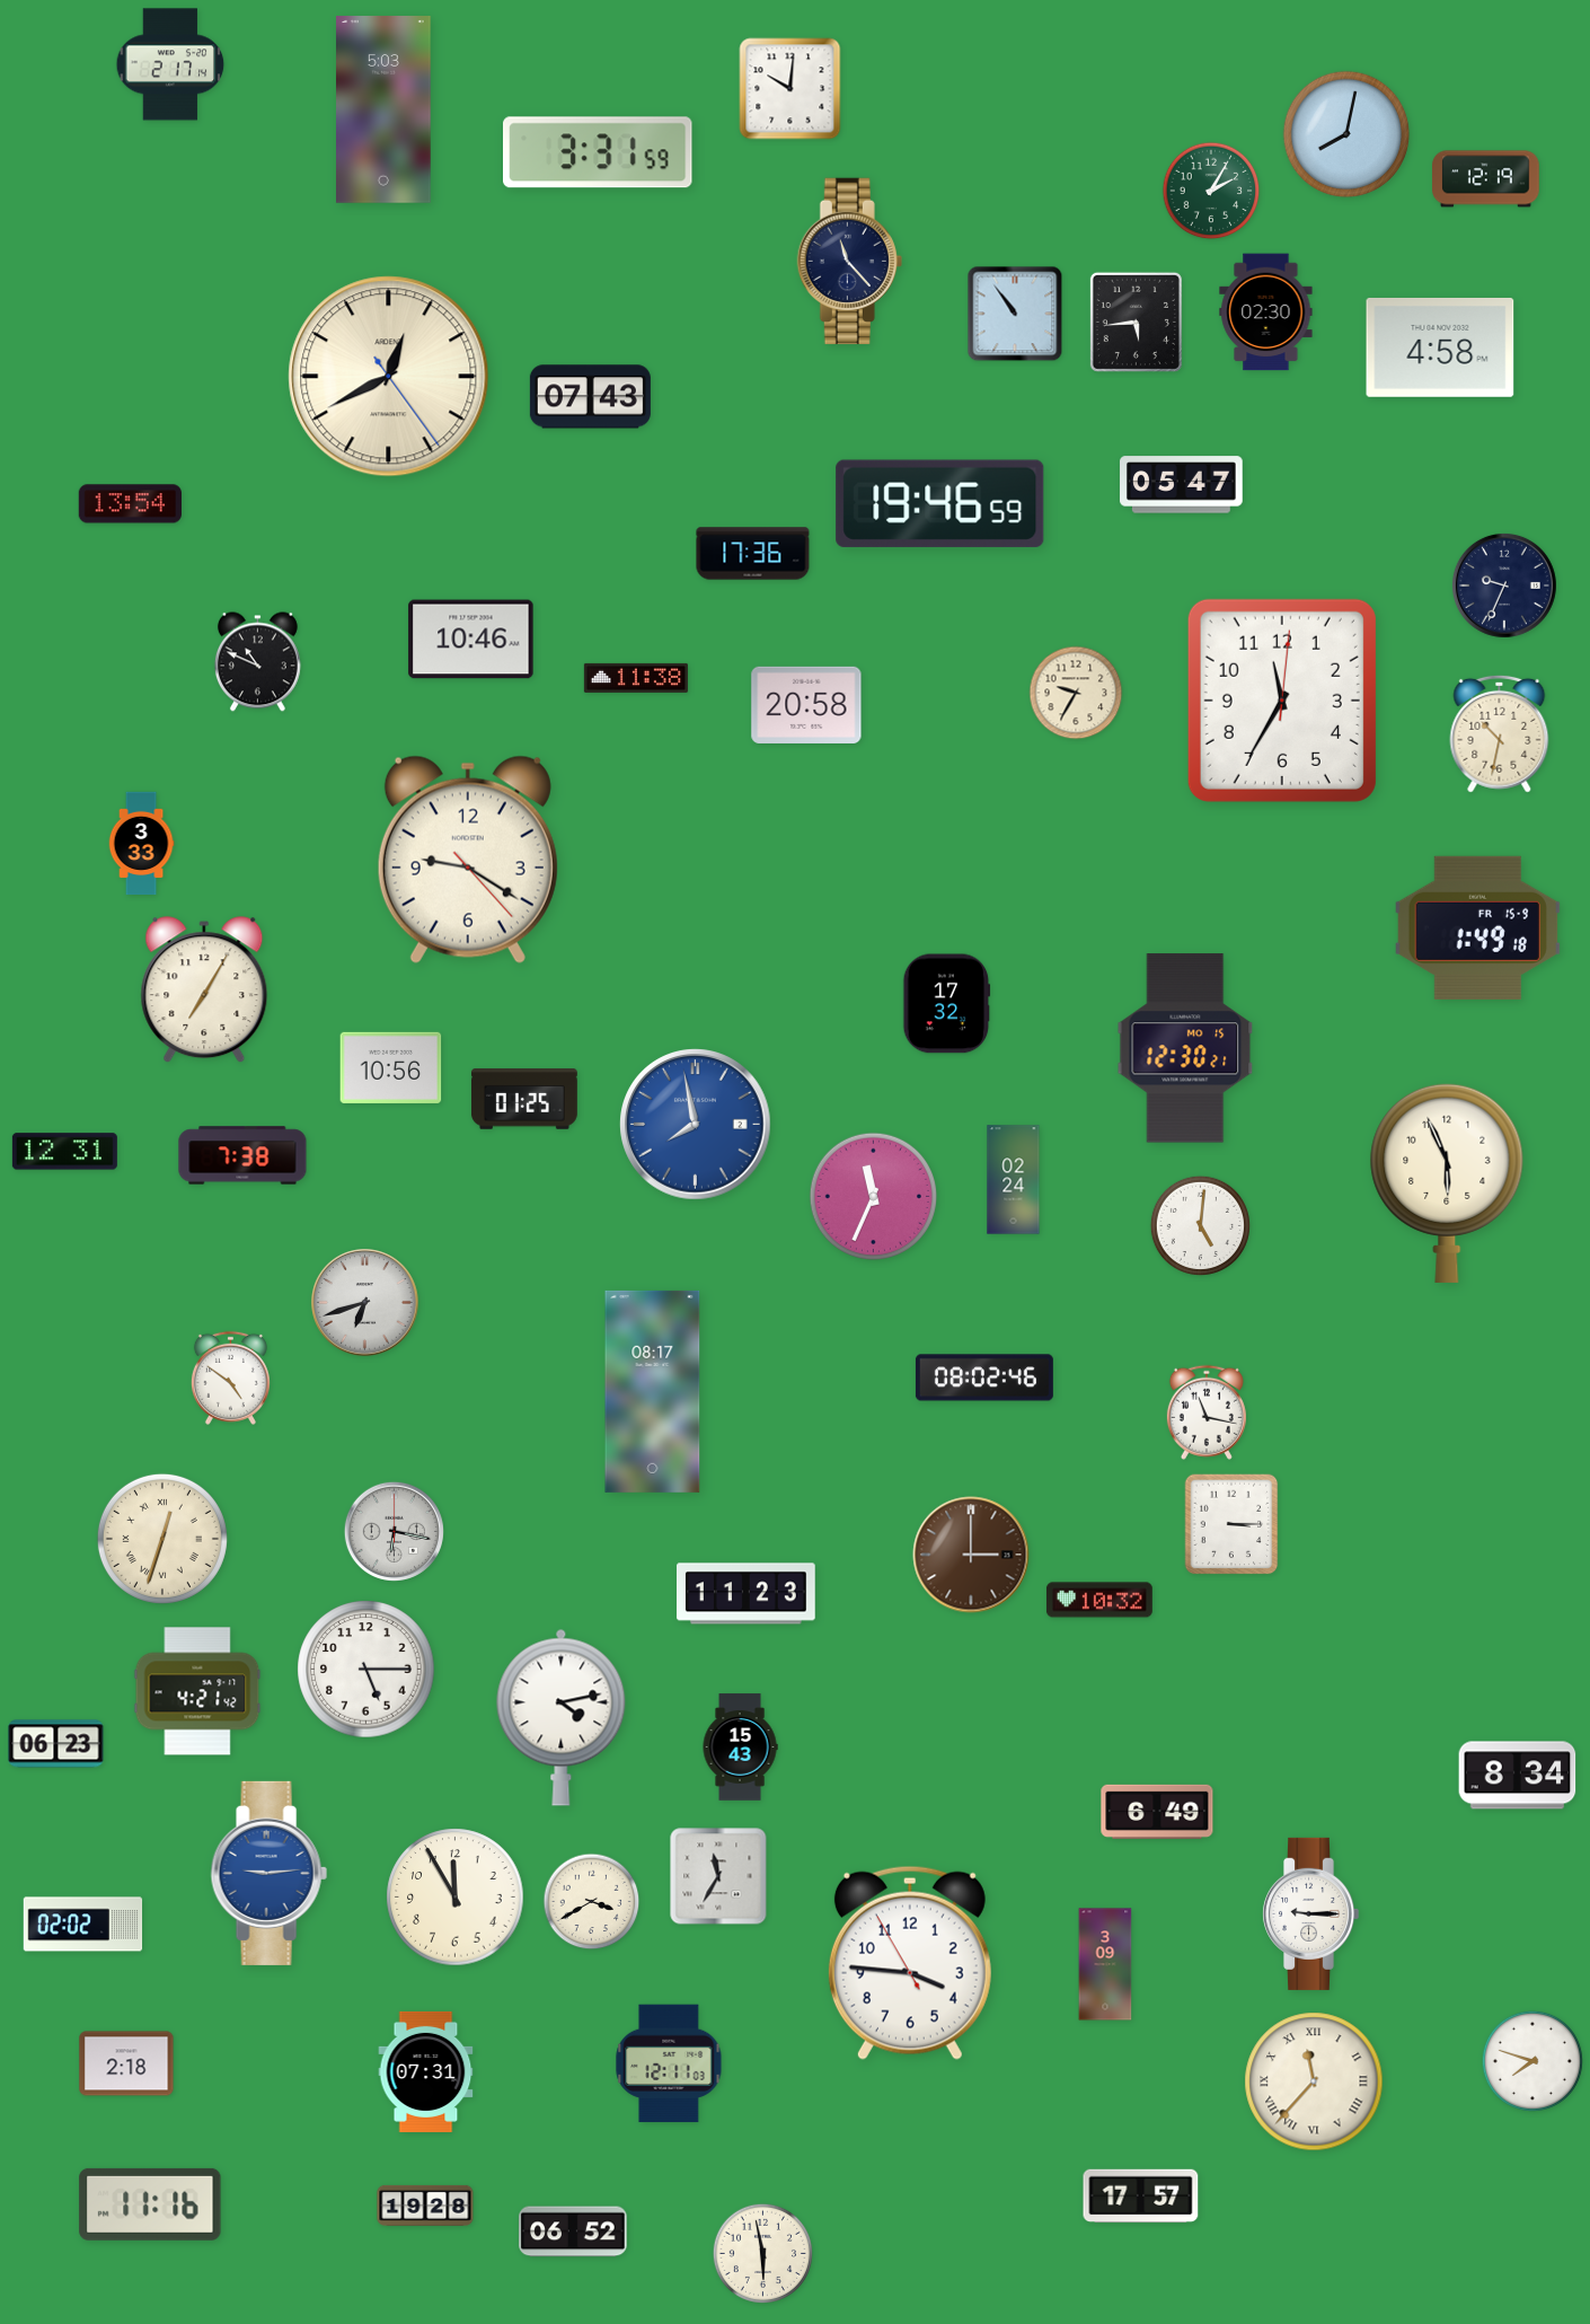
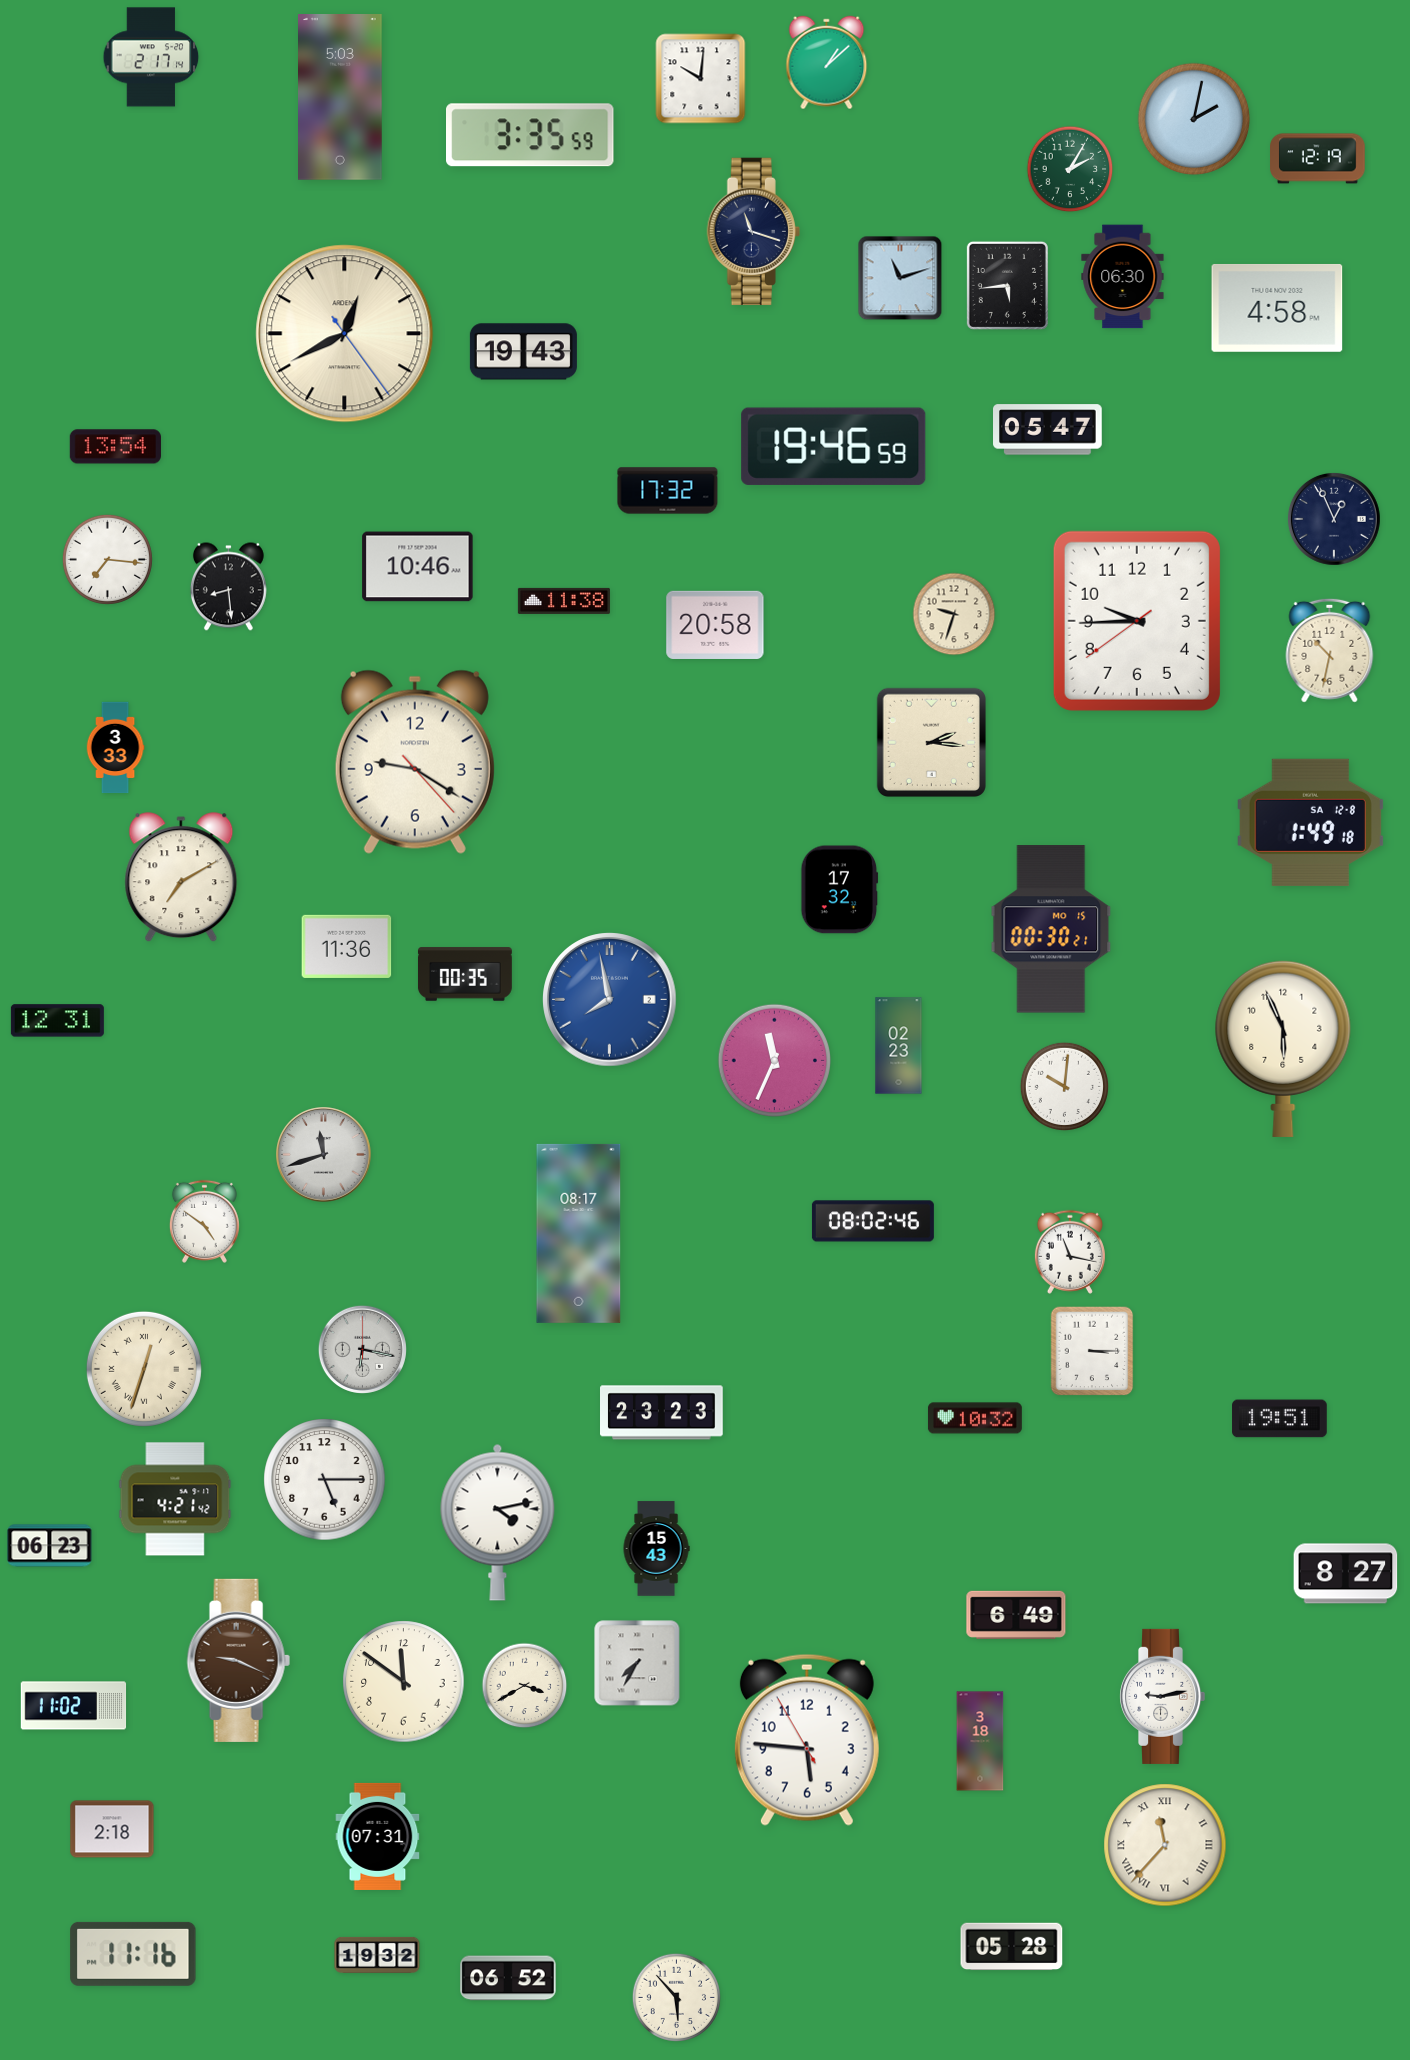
clock at (827, 63): none -> 1:08
clock at (1346, 134): 8:02 -> 2:02
clock at (599, 152): 3:31 -> 3:35
clock at (1211, 191) position: (1211, 191) -> (1070, 169)
clock at (849, 262): 11:23 -> 11:18
clock at (1266, 312): 02:30 -> 06:30
clock at (1015, 314): 10:54 -> 11:12
clock at (590, 397): 07:43 -> 19:43
clock at (753, 554): 17:36 -> 17:32
clock at (1504, 586): 9:34 -> 12:56
clock at (107, 559): none -> 7:16
clock at (257, 662): 10:49 -> 8:29
clock at (1076, 693): 9:35 -> 9:33
clock at (1282, 701): 11:35 -> 9:44
clock at (931, 742): none -> 2:16
clock at (141, 844) position: (141, 844) -> (115, 748)
clock at (1477, 927) date: FR 15-9 -> SA 12-8
clock at (204, 991): 7:05 -> 7:10
clock at (1185, 1048): 12:30 -> 00:30
clock at (391, 1067): 10:56 -> 11:36
clock at (524, 1099): 01:25 -> 00:35
clock at (696, 1125) position: (696, 1125) -> (610, 1000)
clock at (242, 1155): 7:38 -> none
clock at (1014, 1180): 02:24 -> 02:23
clock at (1200, 1225): 5:01 -> 10:01
clock at (365, 1303): 6:42 -> 11:42
clock at (394, 1531) position: (394, 1531) -> (362, 1349)
clock at (162, 1539) position: (162, 1539) -> (144, 1369)
clock at (971, 1555): 3:00 -> none
clock at (747, 1594): 11:23 -> 23:23
clock at (1280, 1419): none -> 19:51
clock at (1518, 1776): 8:34 -> 8:27
clock at (1157, 1812) position: (1157, 1812) -> (1016, 1615)
clock at (268, 1873): 9:14 -> 9:19
clock at (268, 1873) dial: blue -> brown
clock at (718, 1876): 11:35 -> 7:35
clock at (456, 1898): 11:55 -> 11:51
clock at (1311, 1913): 9:15 -> 9:13
clock at (83, 1925): 02:02 -> 11:02
clock at (910, 1963): 3:45 -> 5:45
clock at (1105, 1964): 3:09 -> 3:18
clock at (1532, 2061): 7:48 -> none
clock at (669, 2063): 12:11 -> none
clock at (1141, 2197): 17:57 -> 05:28
clock at (425, 2206): 19:28 -> 19:32
clock at (762, 2253): 5:58 -> 5:53
